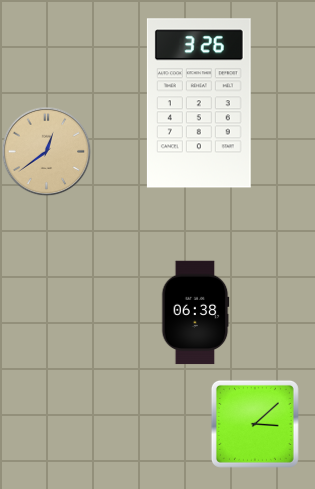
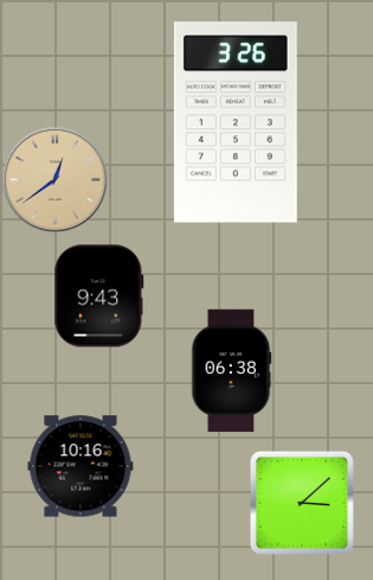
clock at (99, 297): none -> 9:43
clock at (81, 466): none -> 10:16
